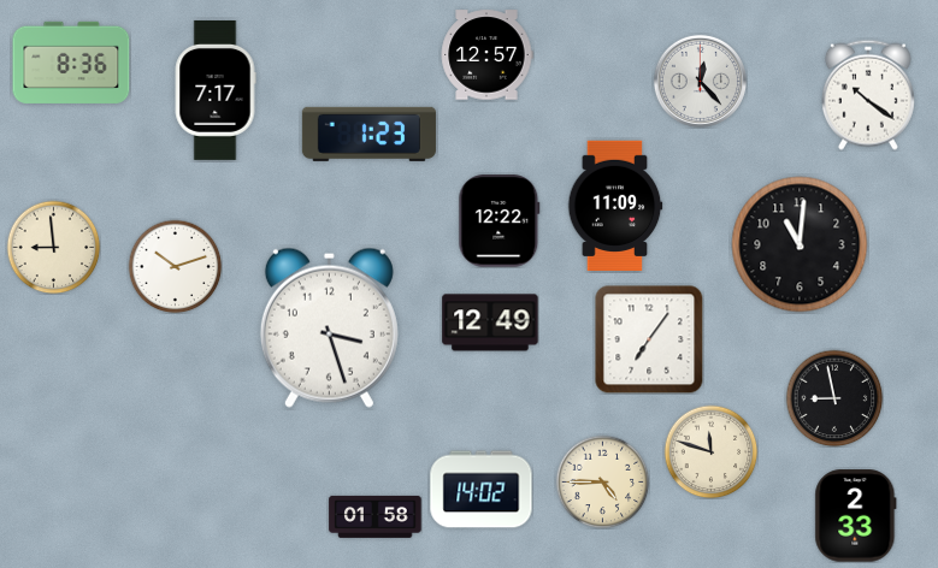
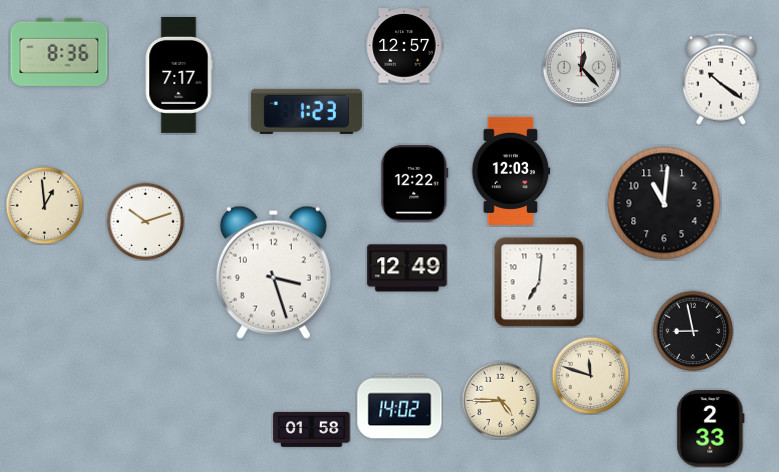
clock at (615, 205): 11:09 -> 12:03
clock at (53, 247): 8:59 -> 12:59
clock at (649, 339): 7:06 -> 7:01
